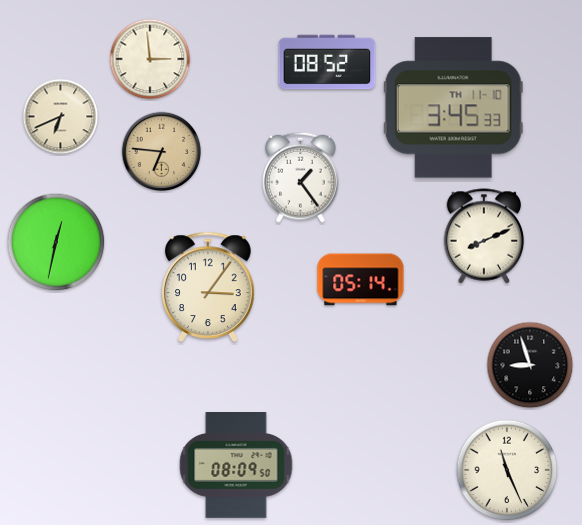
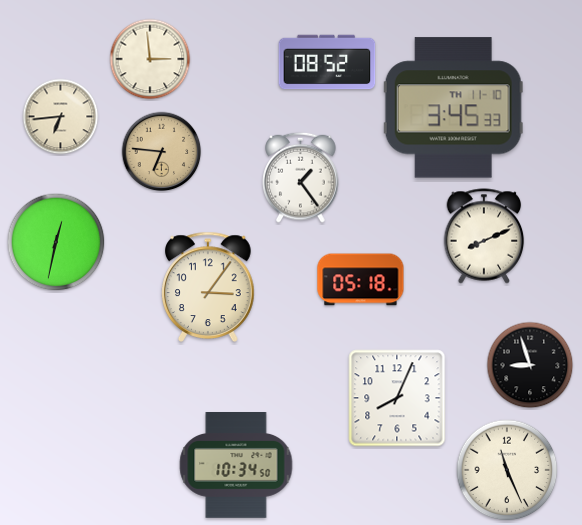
clock at (61, 117): 6:41 -> 6:44
clock at (361, 280): 05:14 -> 05:18
clock at (397, 398): none -> 8:04
clock at (236, 466): 08:09 -> 10:34
